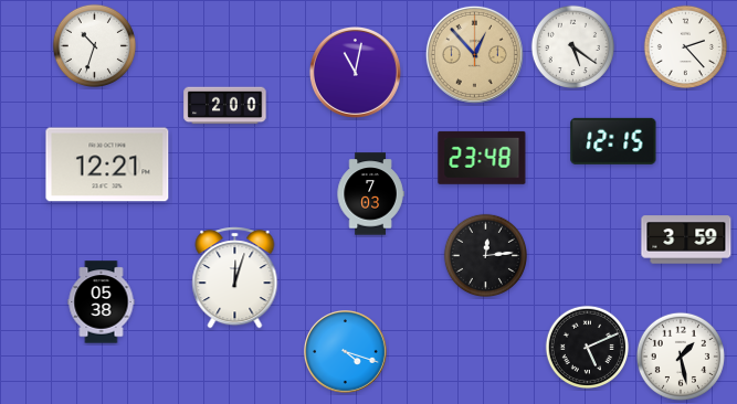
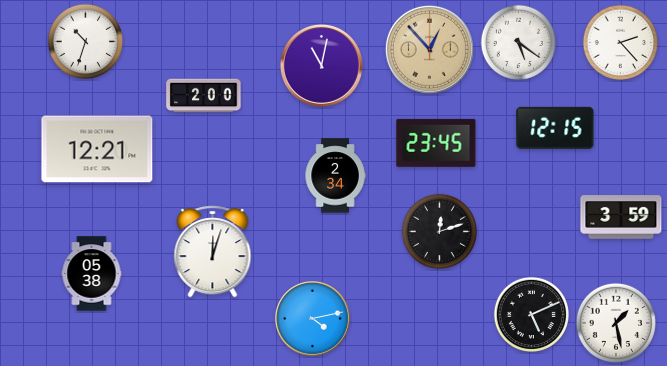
clock at (482, 158): 23:48 -> 23:45
clock at (370, 194): 7:03 -> 2:34
clock at (485, 255): 12:14 -> 12:12
clock at (346, 352): 4:18 -> 4:13
